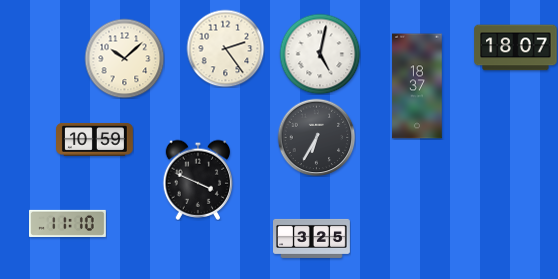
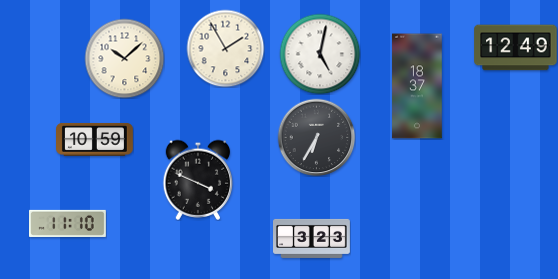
clock at (225, 48): 2:24 -> 1:55
clock at (516, 48): 18:07 -> 12:49
clock at (312, 238): 3:25 -> 3:23
